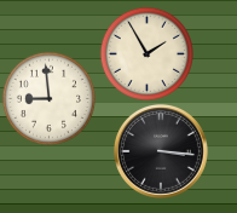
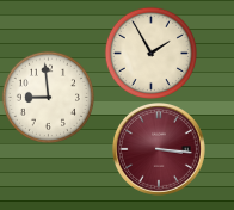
clock at (146, 53) position: (146, 53) -> (150, 52)
clock at (161, 151) dial: black -> burgundy
